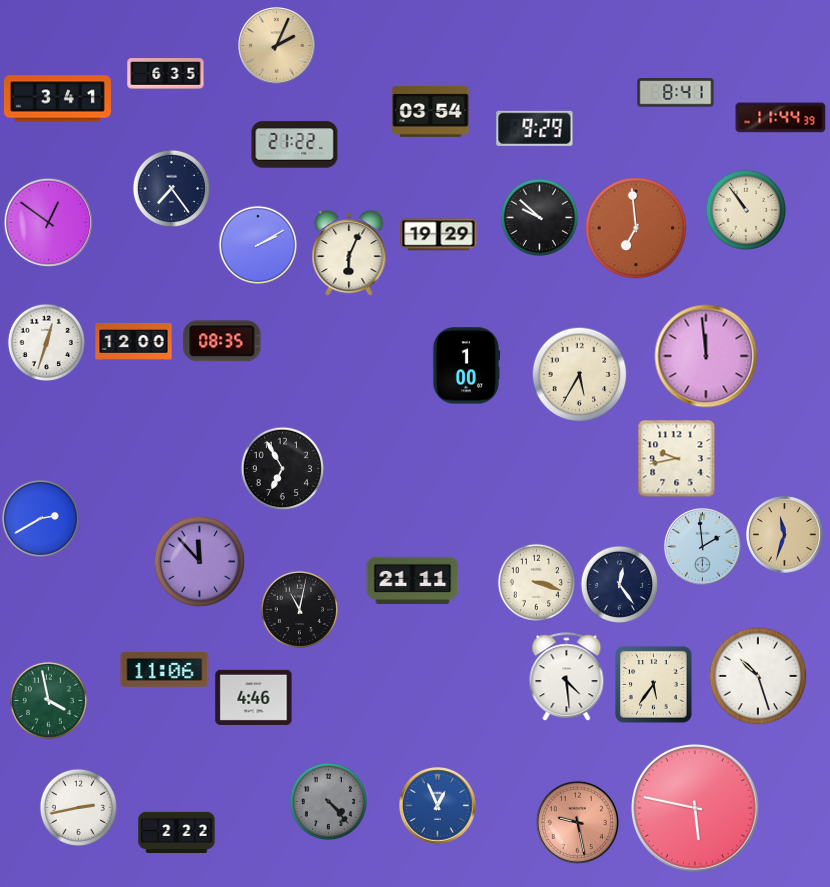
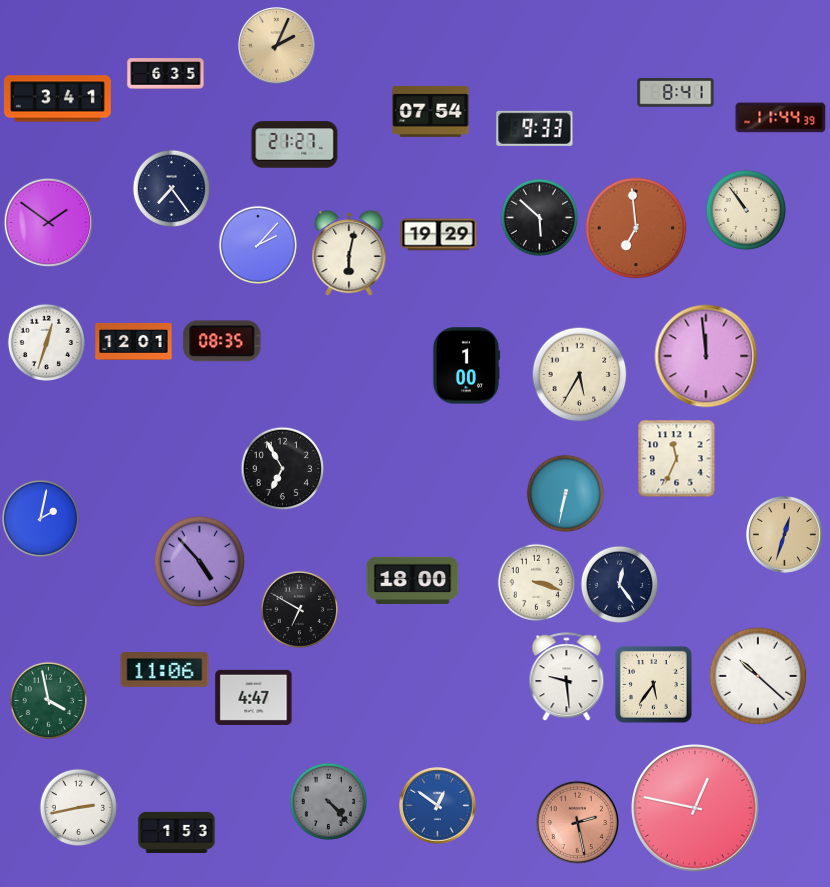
clock at (431, 112): 03:54 -> 07:54
clock at (535, 128): 9:29 -> 9:33
clock at (295, 145): 21:22 -> 21:27
clock at (539, 217): 9:52 -> 5:52
clock at (48, 222): 12:51 -> 1:51
clock at (257, 244): 2:10 -> 2:07
clock at (349, 253): 6:04 -> 6:02
clock at (134, 341): 12:00 -> 12:01
clock at (676, 458): 9:43 -> 11:34
clock at (565, 493): none -> 6:32
clock at (40, 518): 2:40 -> 2:02
clock at (785, 535): 11:33 -> 12:33
clock at (703, 547): 1:59 -> none
clock at (199, 561): 11:53 -> 4:53
clock at (413, 580): 21:11 -> 18:00
clock at (299, 609): 11:02 -> 6:50
clock at (758, 676): 10:27 -> 10:22
clock at (567, 677): 4:29 -> 9:29
clock at (254, 697): 4:46 -> 4:47
clock at (438, 806): 12:56 -> 12:51
clock at (696, 809): 5:47 -> 12:47
clock at (577, 822): 9:28 -> 2:28
clock at (177, 832): 2:22 -> 1:53
